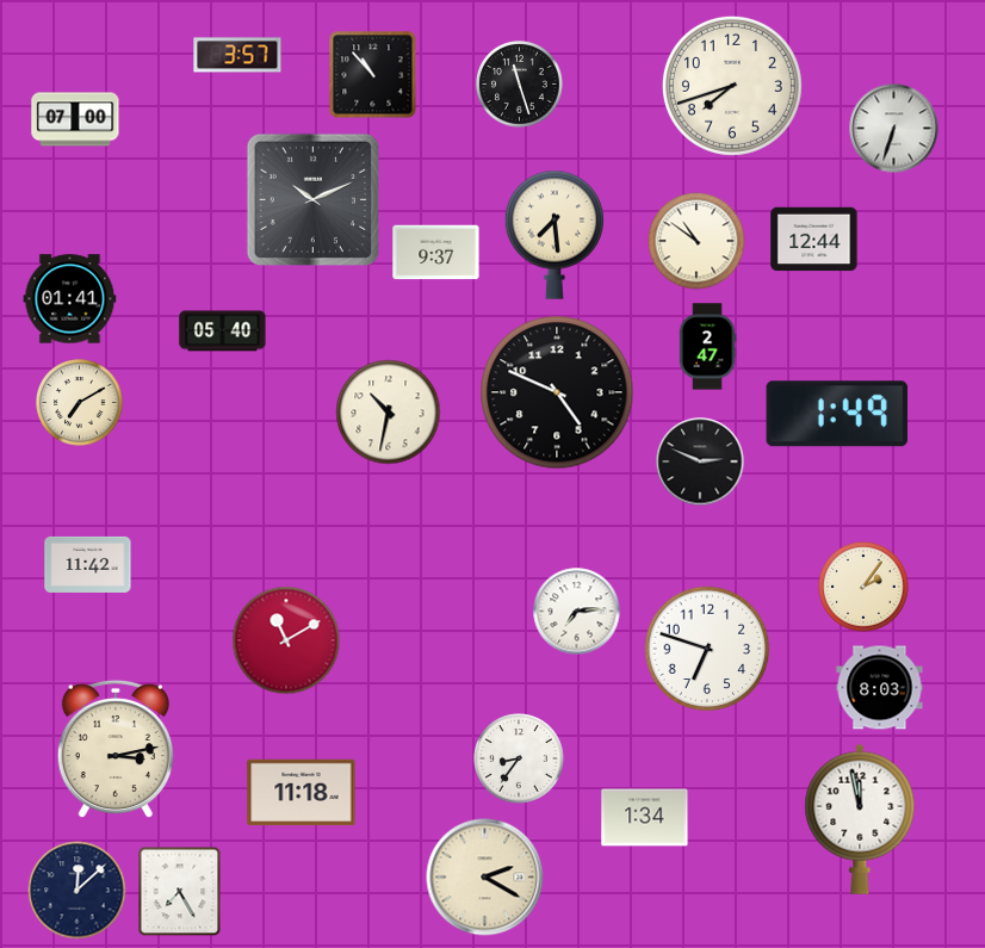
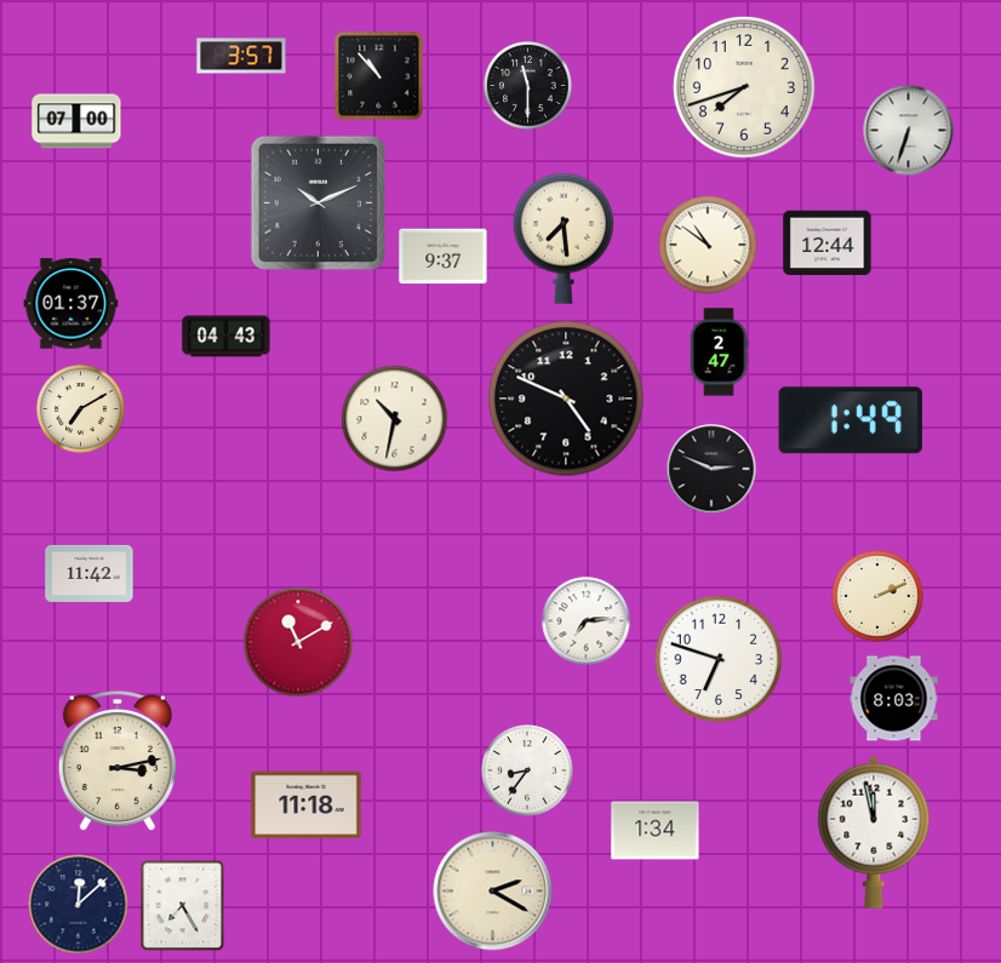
clock at (520, 85): 11:27 -> 11:30
clock at (70, 299): 01:41 -> 01:37
clock at (223, 332): 05:40 -> 04:43
clock at (863, 587): 2:06 -> 2:11
clock at (286, 640) position: (286, 640) -> (298, 642)
